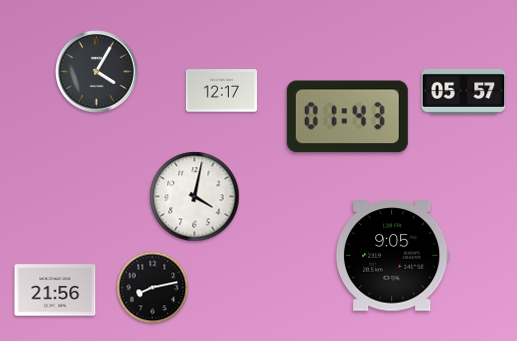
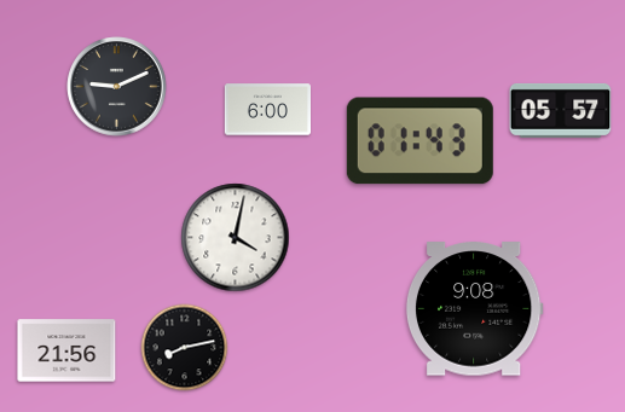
clock at (97, 72): 4:05 -> 9:11
clock at (221, 91): 12:17 -> 6:00
clock at (392, 256): 9:05 -> 9:08
